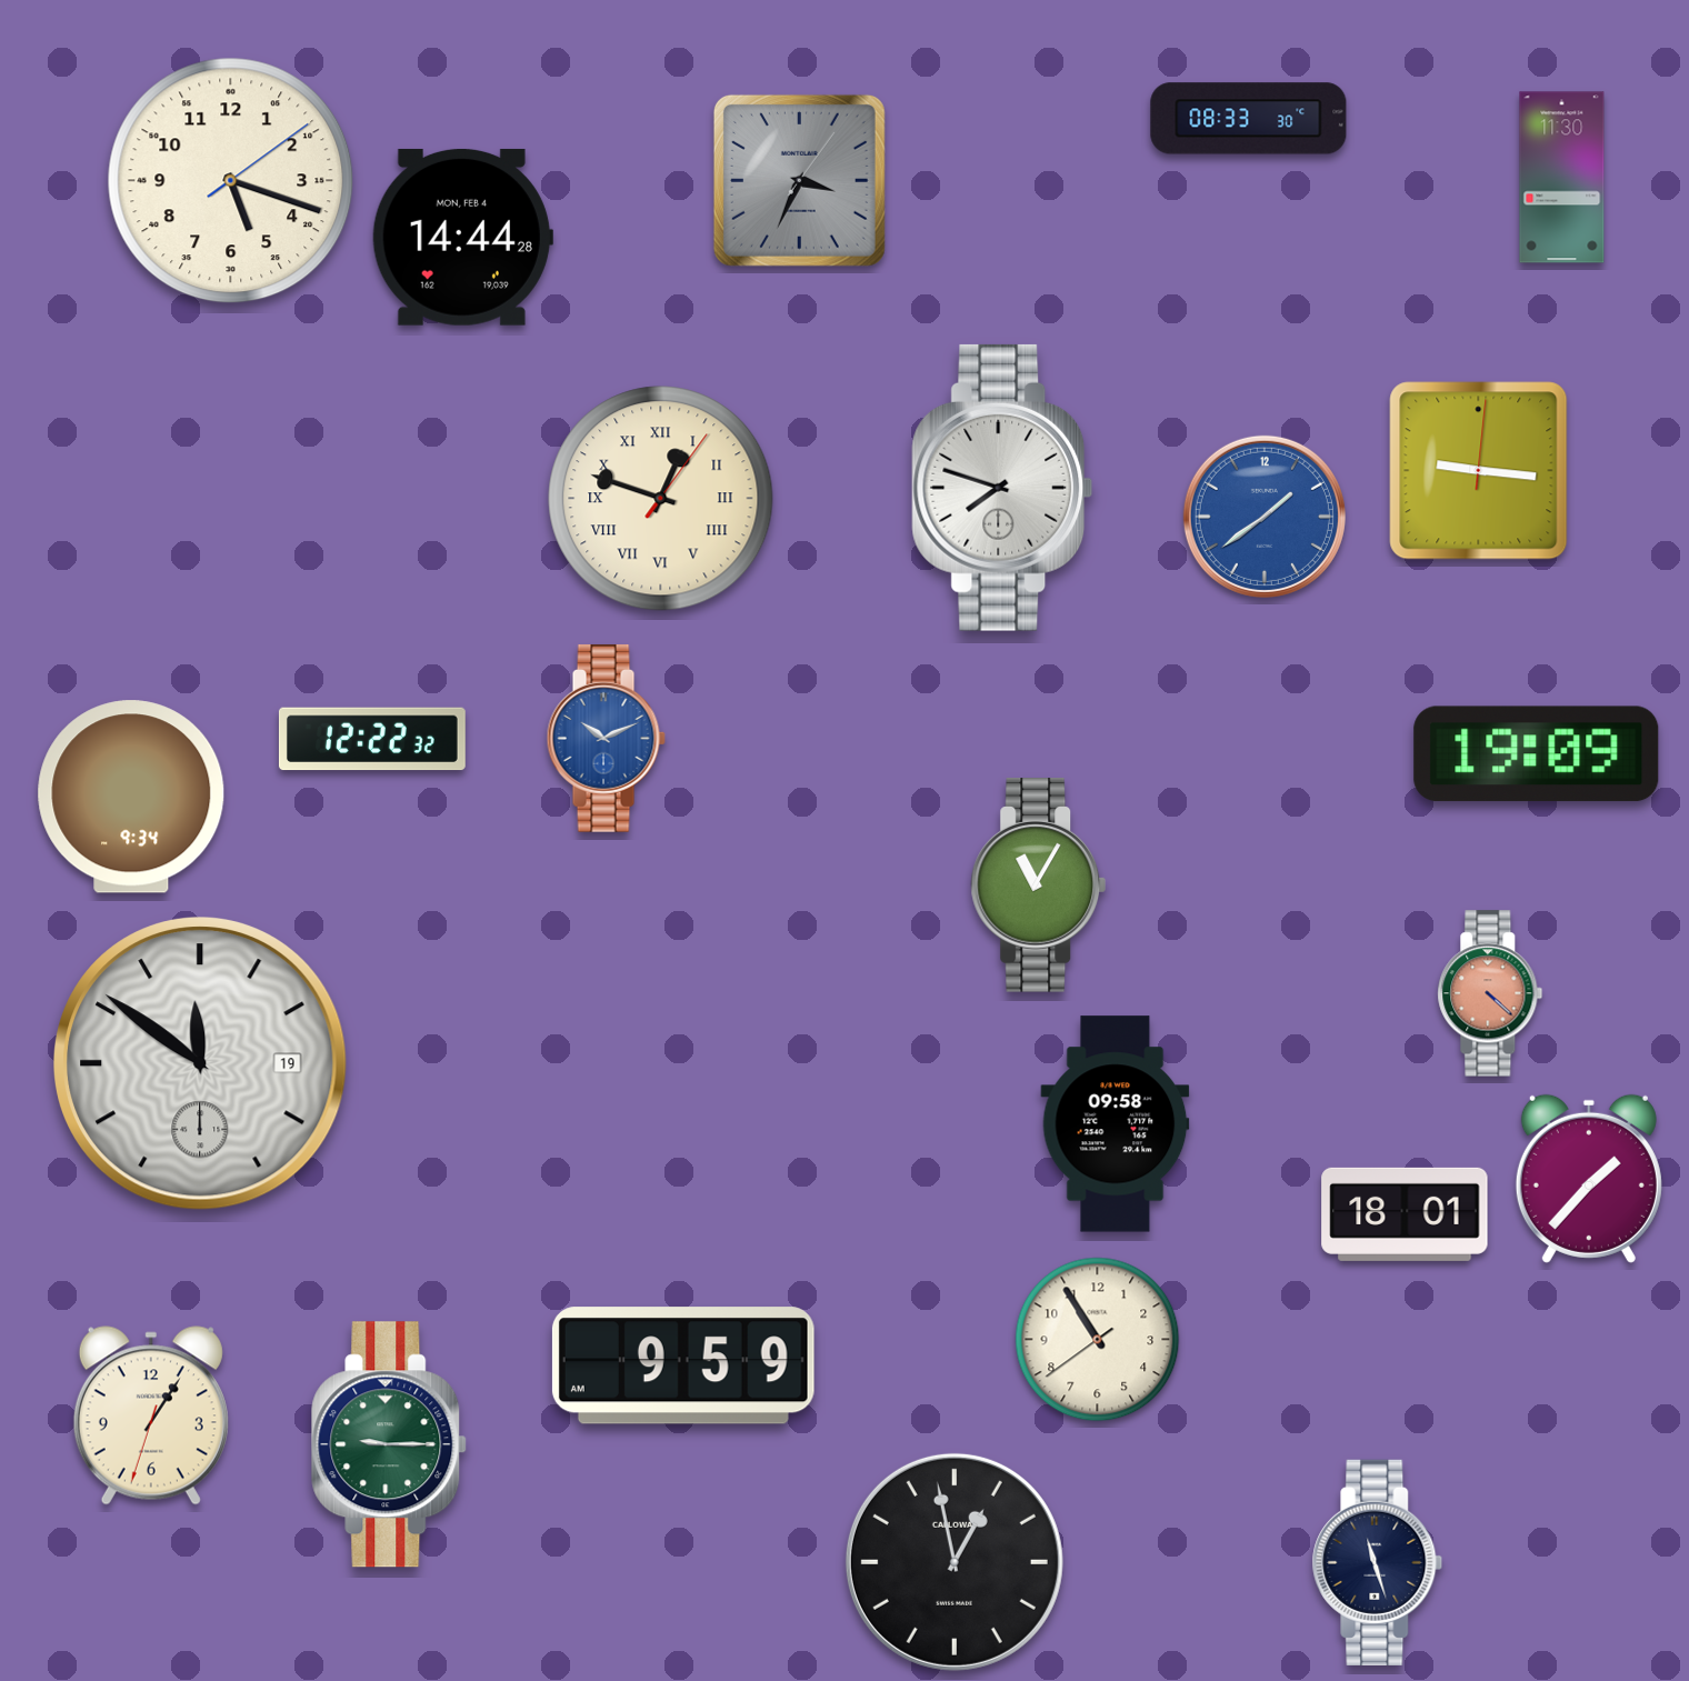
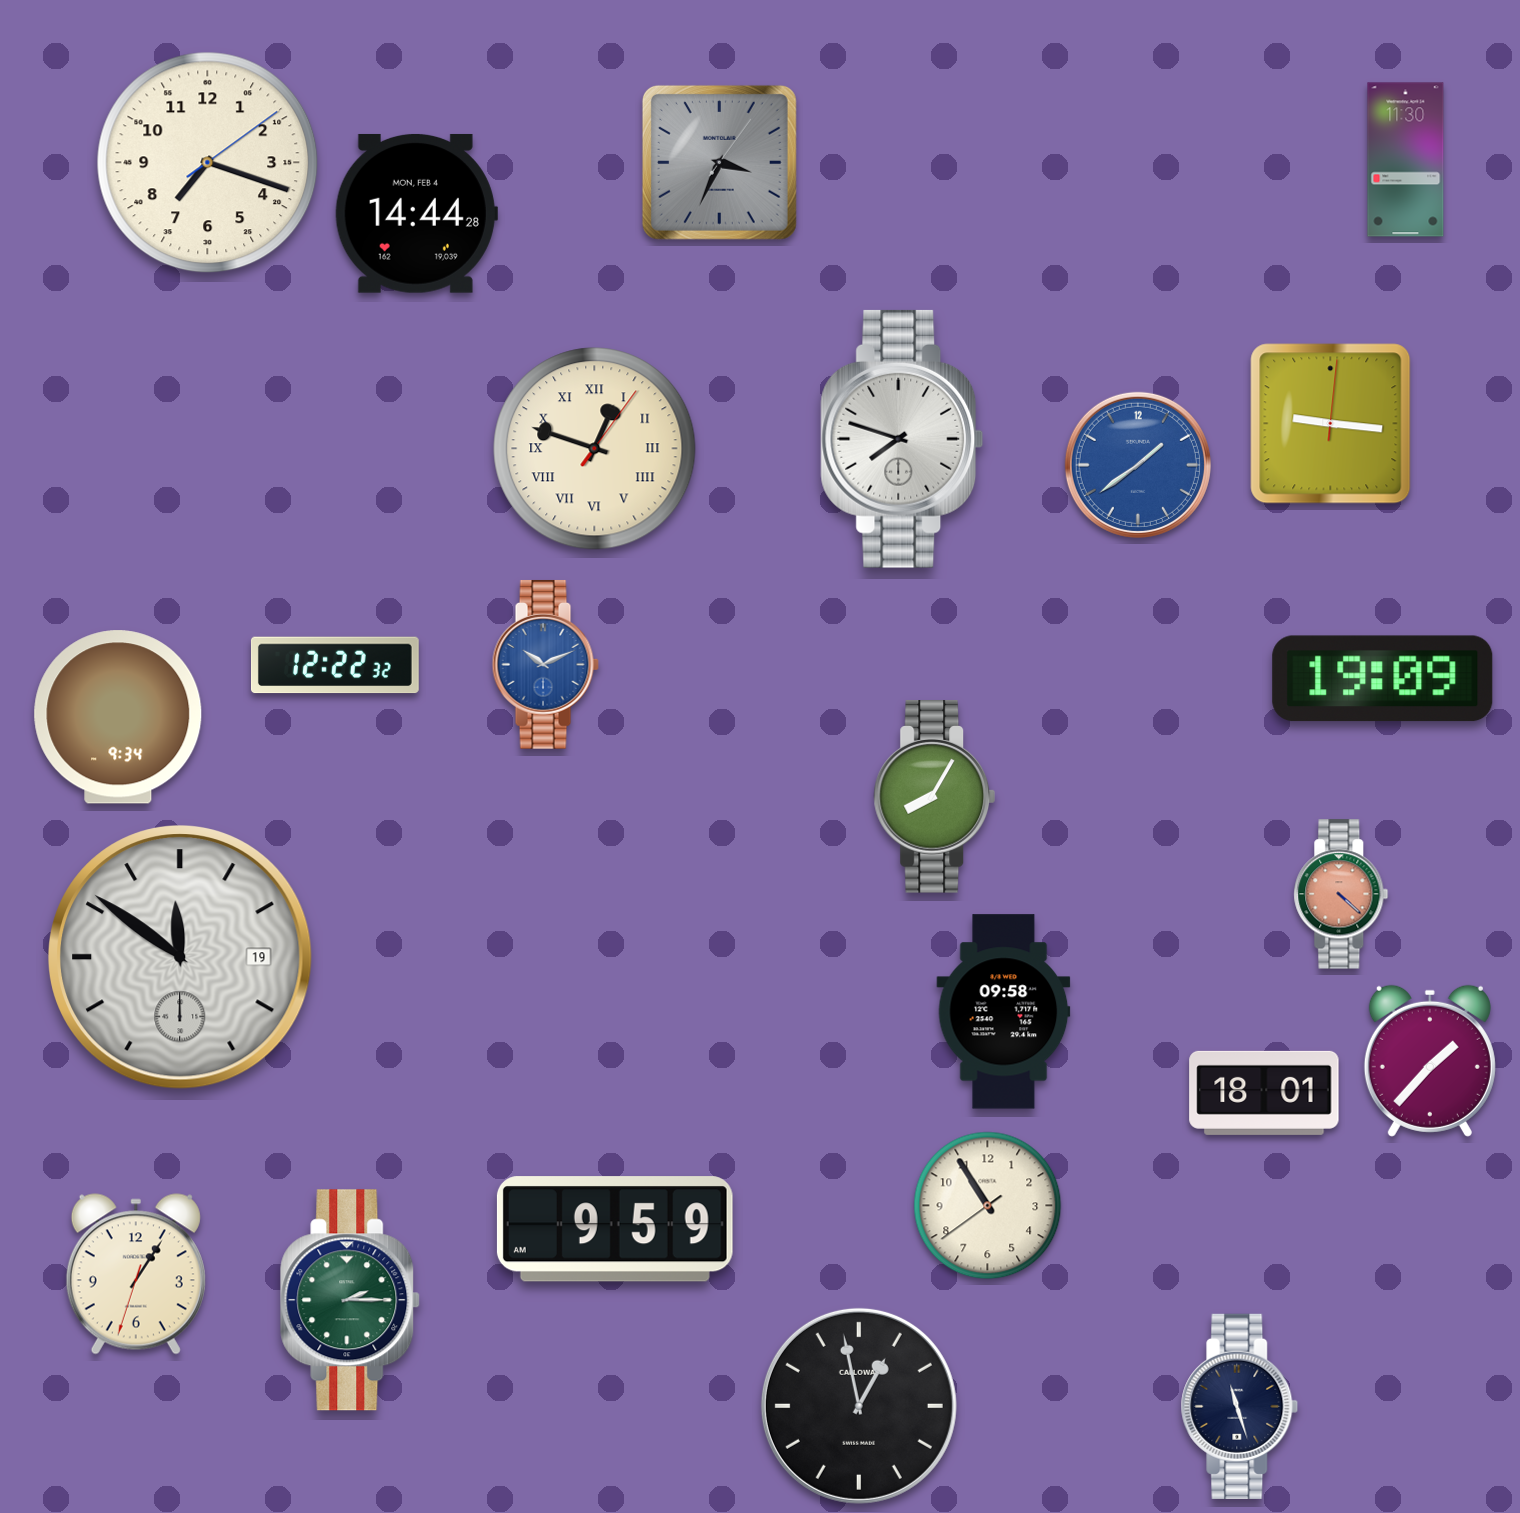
clock at (1249, 119): 08:33 -> none
clock at (231, 181): 5:18 -> 7:18
clock at (1039, 885): 11:05 -> 8:05
clock at (390, 1444): 9:15 -> 2:15
